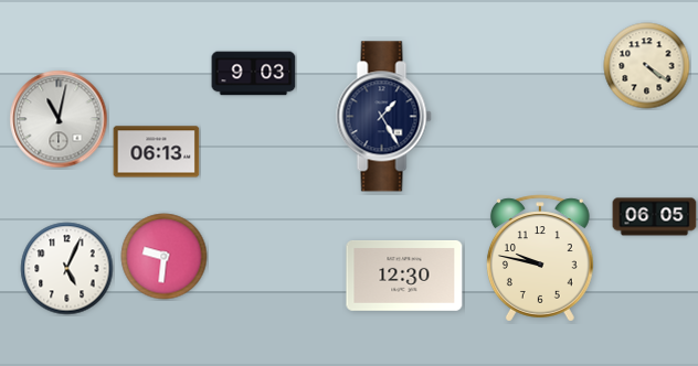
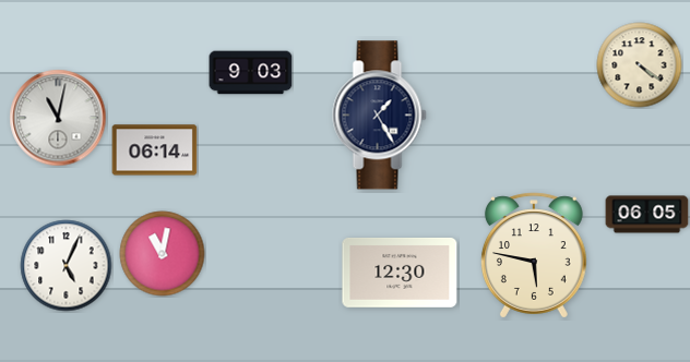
clock at (157, 152): 06:13 -> 06:14
clock at (165, 257): 9:31 -> 11:02
clock at (540, 258): 9:47 -> 5:47
